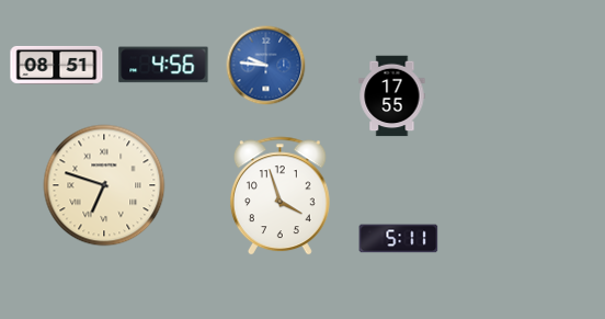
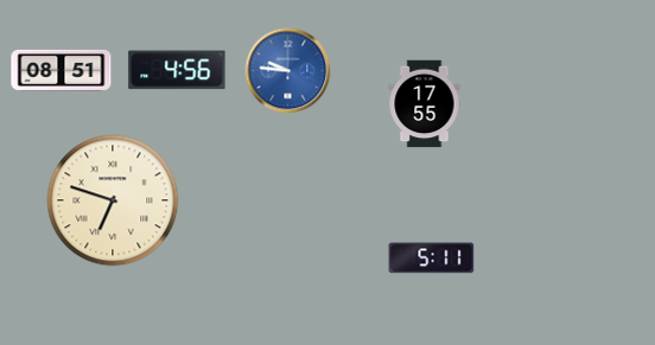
clock at (279, 196): 3:57 -> none
